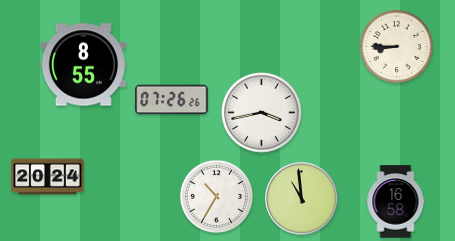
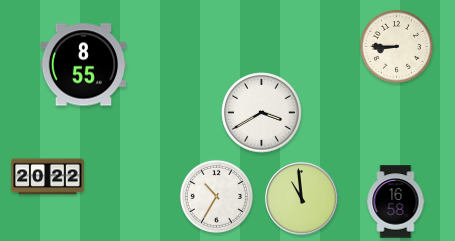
clock at (172, 100): 07:26 -> none
clock at (262, 113): 3:43 -> 3:40
clock at (48, 177): 20:24 -> 20:22
